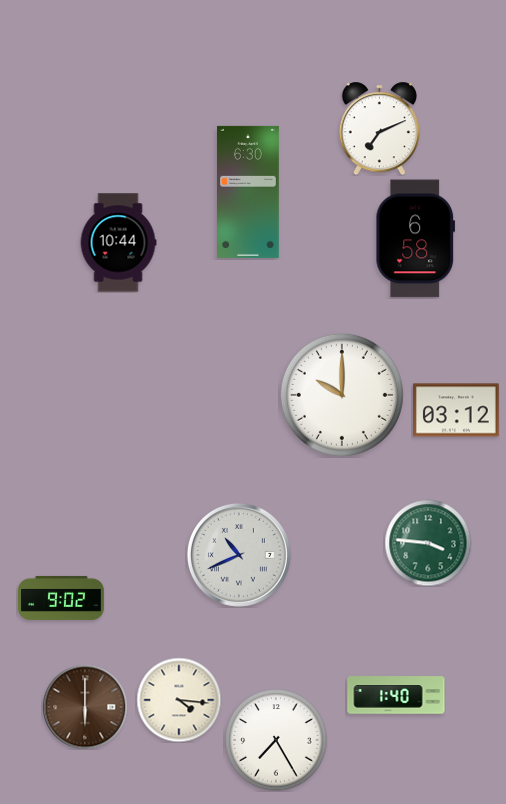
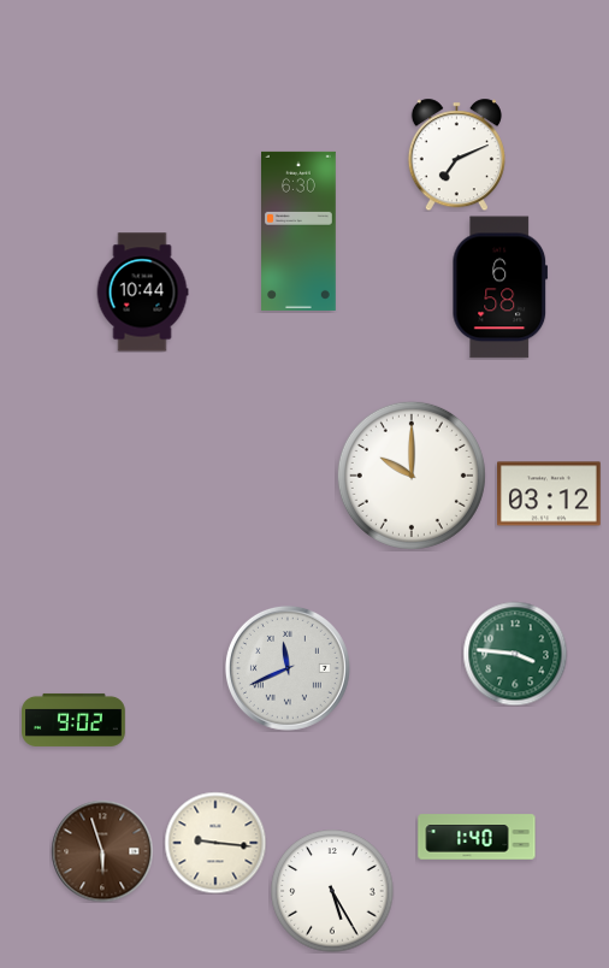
clock at (239, 555): 10:41 -> 11:41
clock at (179, 700): 4:16 -> 9:16
clock at (85, 707): 6:00 -> 5:57
clock at (276, 740): 7:25 -> 5:25
